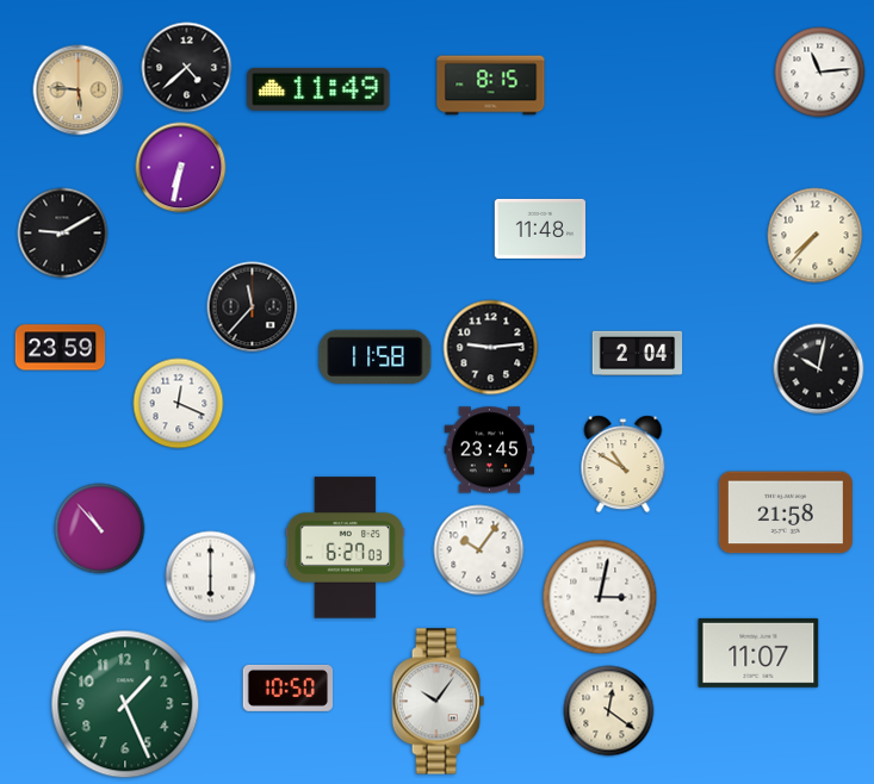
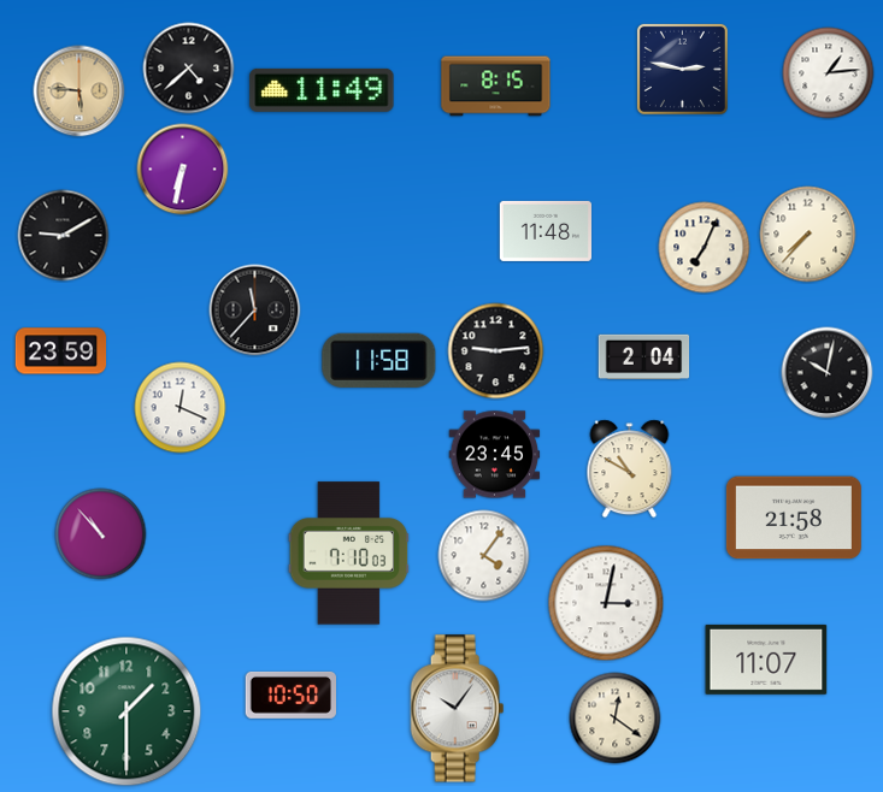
clock at (682, 69): none -> 2:47
clock at (820, 73): 11:14 -> 1:14
clock at (816, 236) position: (816, 236) -> (808, 235)
clock at (705, 248): none -> 7:04
clock at (346, 548): 6:27 -> 7:10
clock at (479, 550): 10:06 -> 4:06
clock at (211, 577): 6:00 -> none
clock at (439, 702) position: (439, 702) -> (458, 709)
clock at (125, 704): 1:26 -> 1:30
